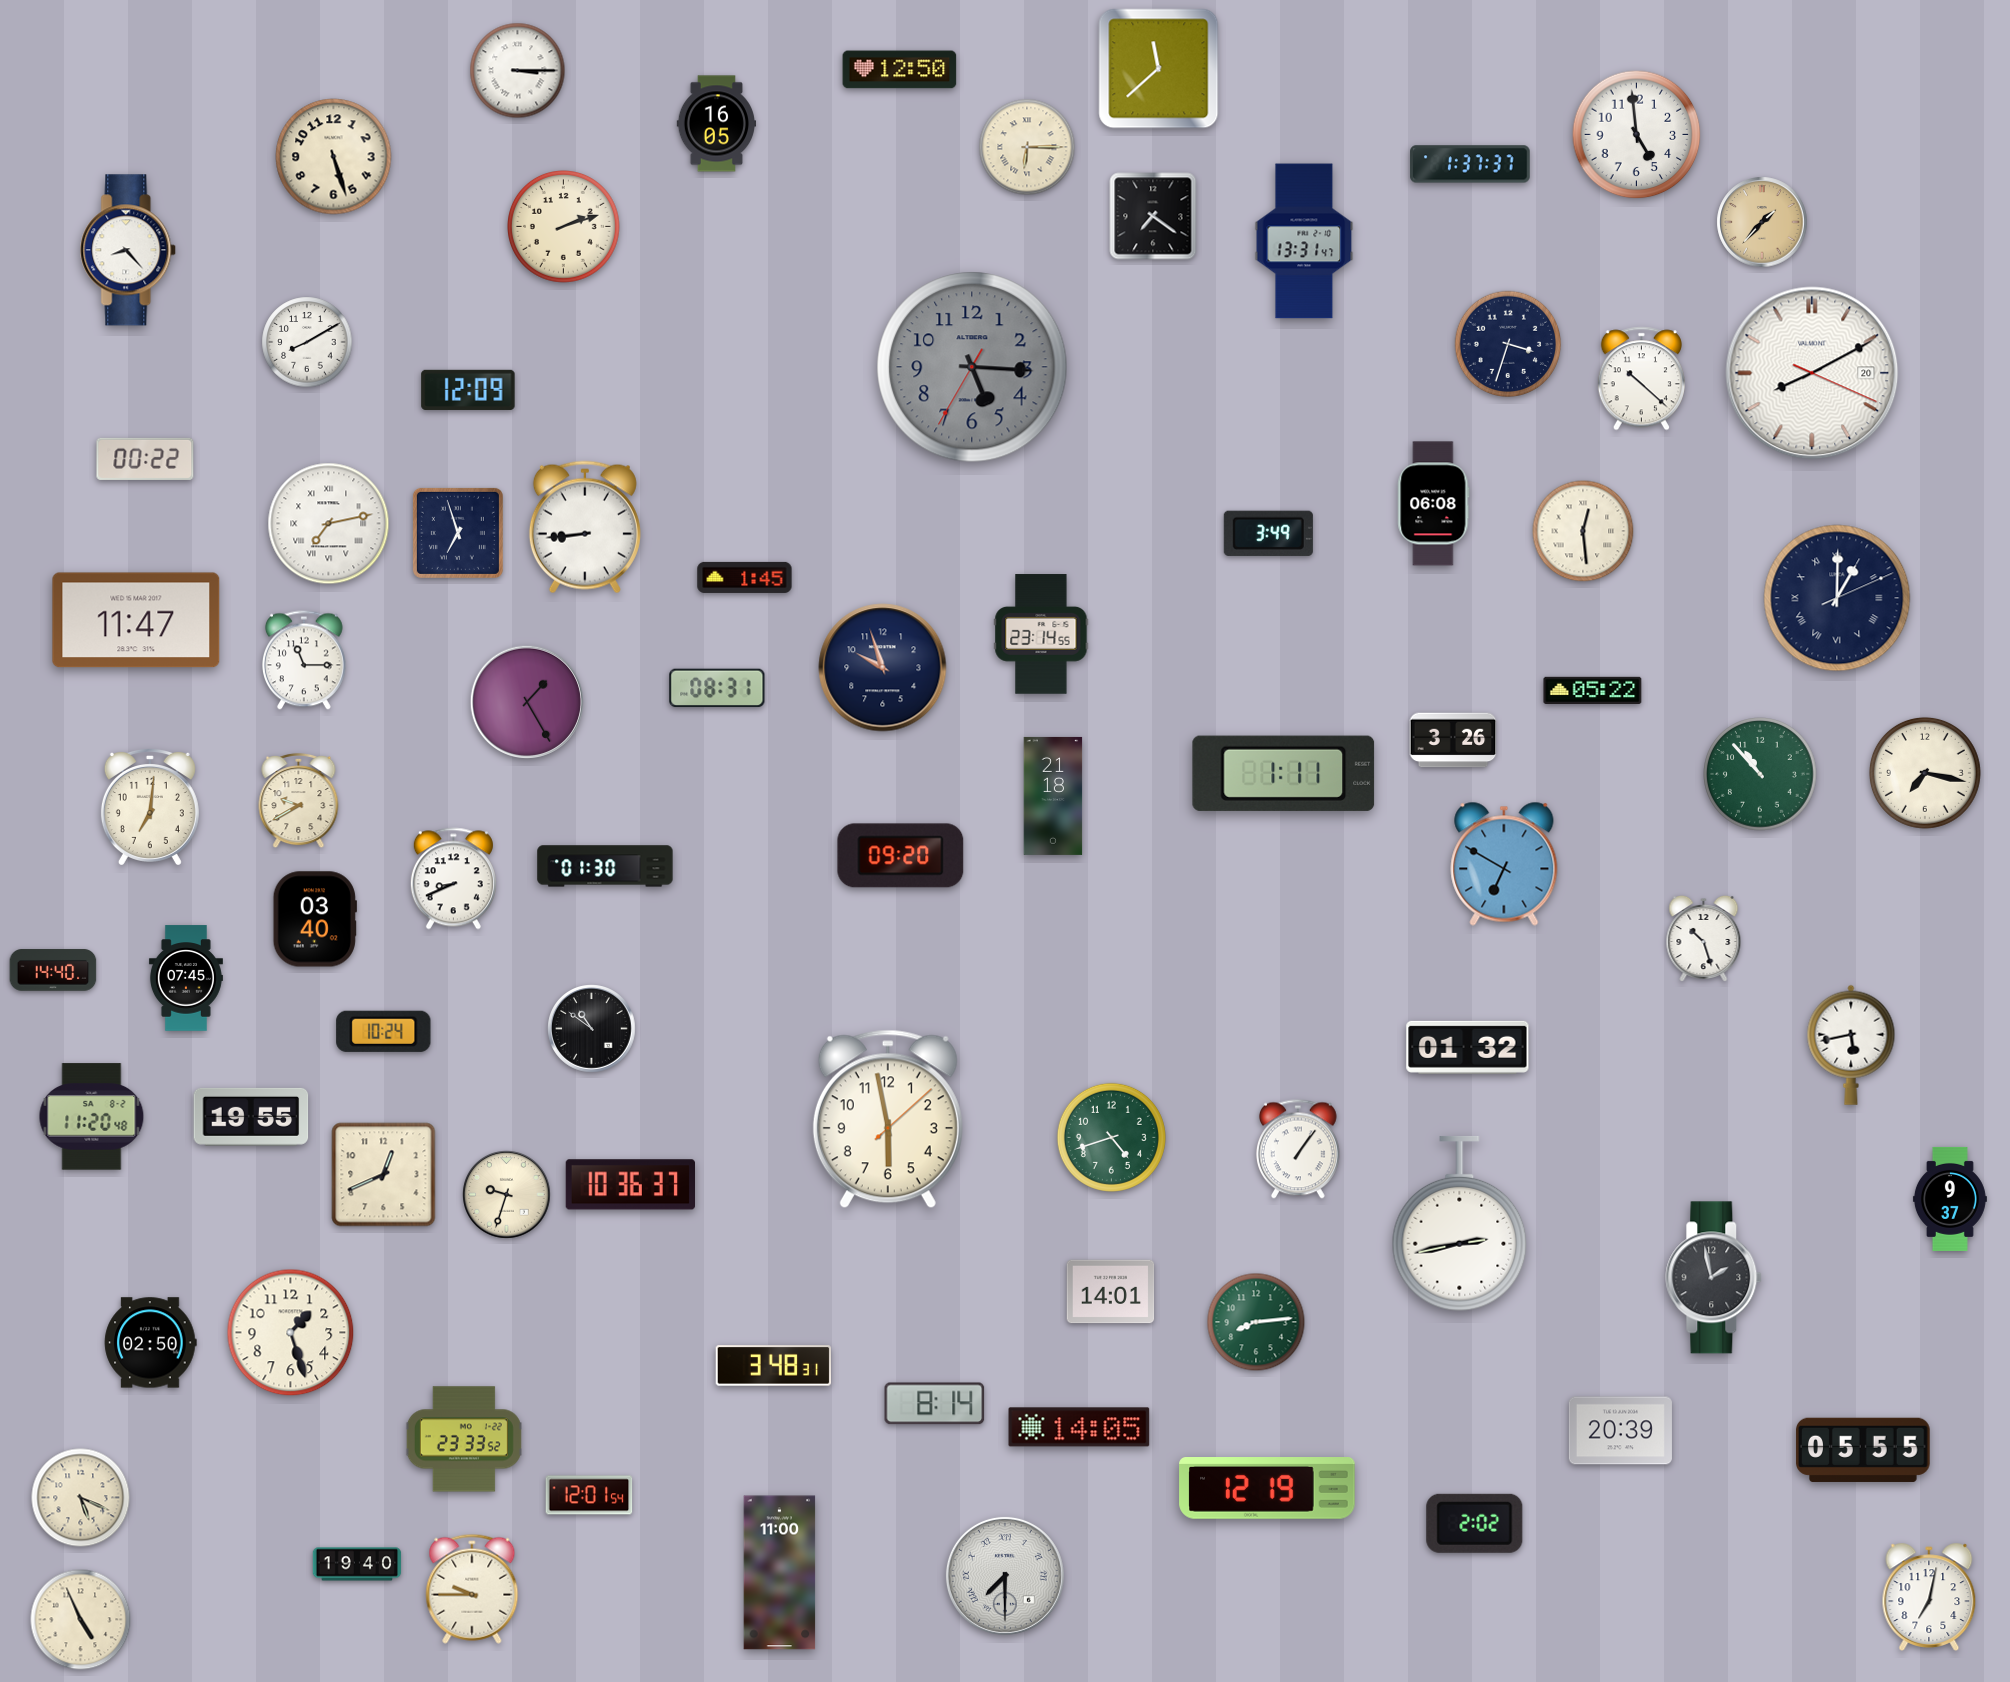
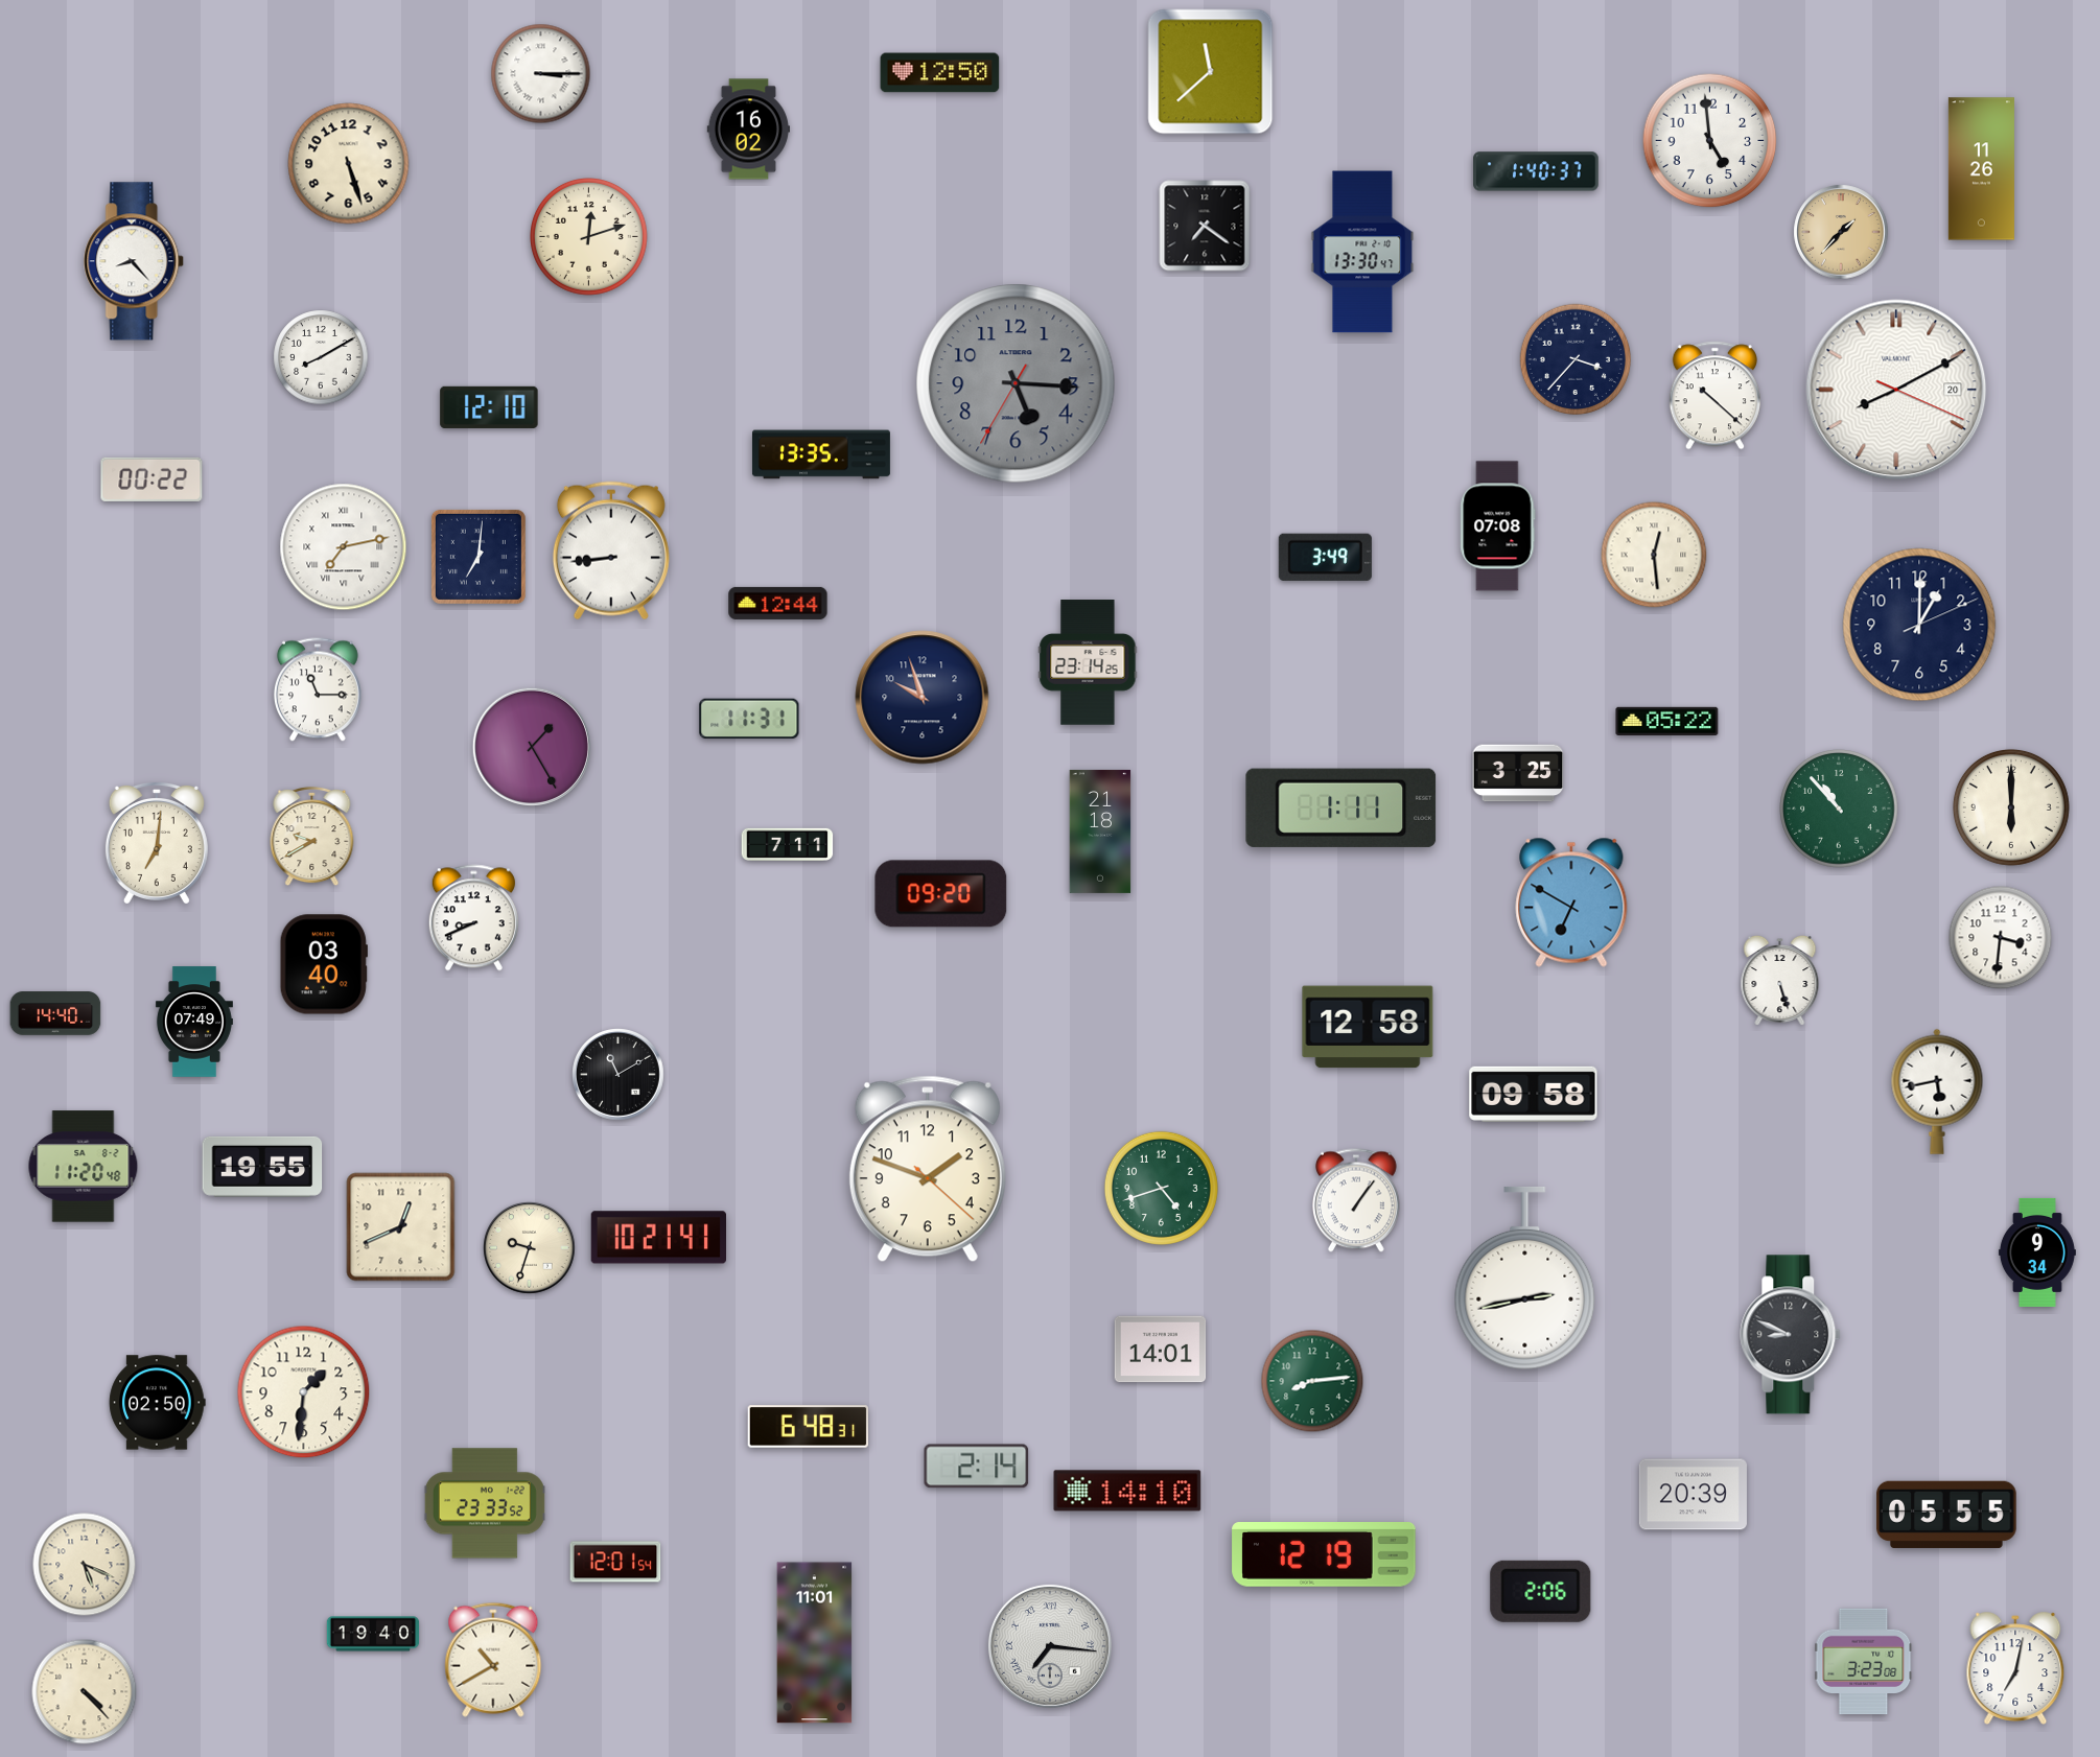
clock at (716, 124): 16:05 -> 16:02
clock at (1027, 147): 6:15 -> none
clock at (1981, 169): none -> 11:26
clock at (1470, 164): 1:37 -> 1:40
clock at (564, 227): 2:12 -> 12:12
clock at (1304, 241): 13:31 -> 13:30
clock at (1508, 344): 3:33 -> 3:37
clock at (1812, 373) position: (1812, 373) -> (1896, 390)
clock at (468, 390): 12:09 -> 12:10
clock at (821, 454): none -> 13:35
clock at (1434, 504): 06:08 -> 07:08
clock at (458, 533): 6:57 -> 7:01
clock at (745, 577): 1:45 -> 12:44
clock at (1837, 598) numerals: Roman -> Arabic
clock at (136, 620): 11:47 -> none
clock at (1041, 634): 23:14:55 -> 23:14:25
clock at (717, 688): 08:31 -> 11:31
clock at (1593, 690) position: (1593, 690) -> (1667, 721)
clock at (526, 701) position: (526, 701) -> (531, 746)
clock at (1453, 740): 3:26 -> 3:25
clock at (1925, 773): 7:17 -> 6:00
clock at (788, 844): none -> 7:11
clock at (605, 866): 01:30 -> none
clock at (2001, 938): none -> 3:31
clock at (315, 919) position: (315, 919) -> (324, 964)
clock at (1704, 939): 10:27 -> 5:27
clock at (186, 978): 07:45 -> 07:49
clock at (1368, 1027): none -> 12:58
clock at (592, 1029): 10:51 -> 11:10
clock at (384, 1031): 10:24 -> none
clock at (1851, 1045) position: (1851, 1045) -> (1937, 1092)
clock at (1468, 1047): 01:32 -> 09:58
clock at (92, 1117) position: (92, 1117) -> (84, 1167)
clock at (888, 1119): 5:58 -> 1:48
clock at (630, 1185): 10:36 -> 10:21
clock at (1950, 1199): 9:37 -> 9:34
clock at (1714, 1278): 1:58 -> 8:49
clock at (291, 1333): 1:27 -> 1:31
clock at (774, 1366): 3:48 -> 6:48
clock at (935, 1404): 8:14 -> 2:14
clock at (1079, 1427): 14:05 -> 14:10
clock at (1475, 1523): 2:02 -> 2:06
clock at (780, 1573): 11:00 -> 11:01
clock at (1005, 1576): 7:30 -> 7:16
clock at (472, 1589): 9:45 -> 10:40
clock at (1864, 1662): none -> 3:23
clock at (81, 1620): 4:56 -> 4:23
